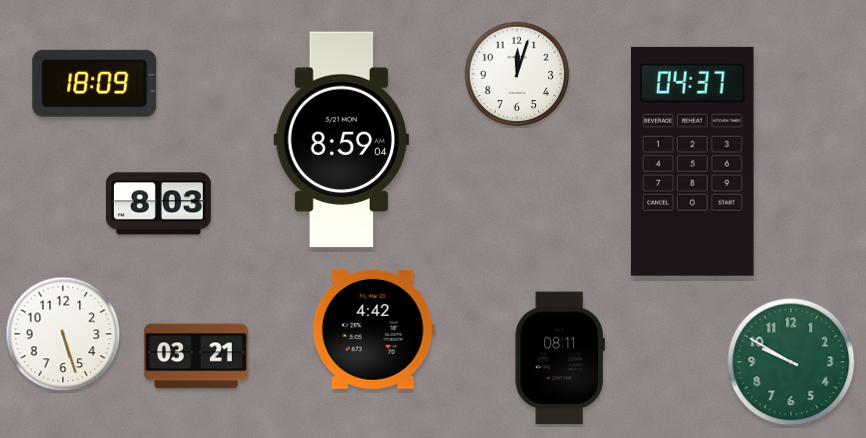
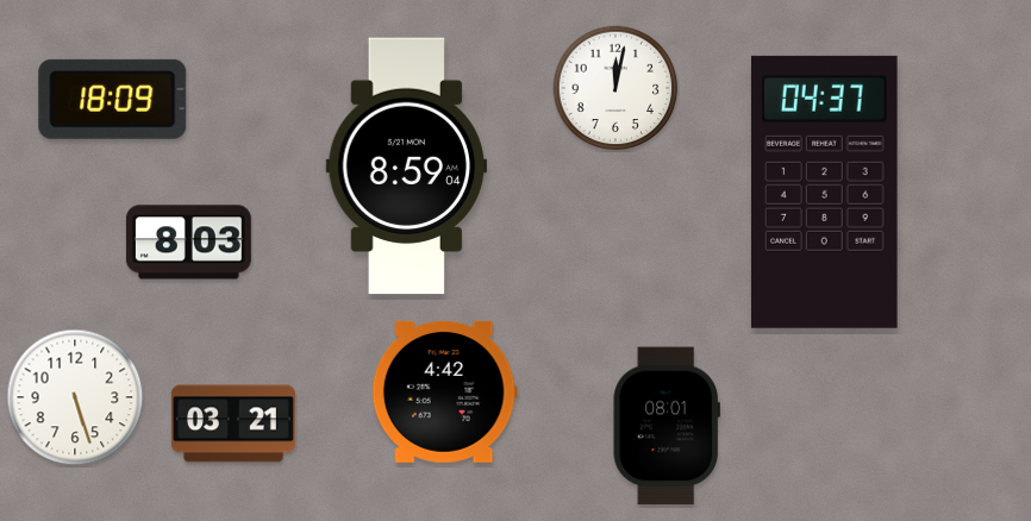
clock at (517, 74): 12:03 -> 12:02
clock at (560, 358): 08:11 -> 08:01
clock at (791, 362): 9:50 -> none
